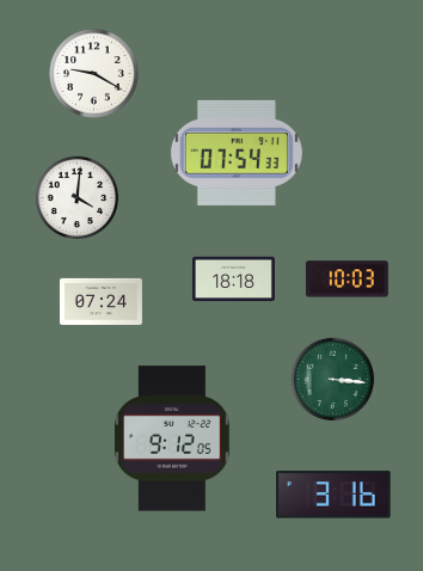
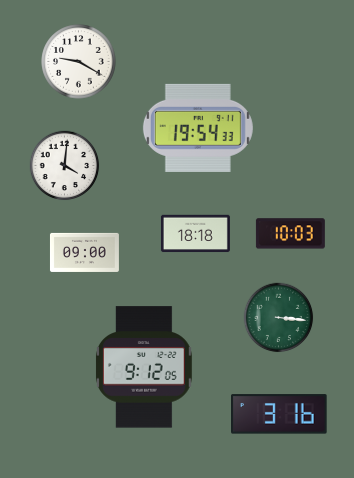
clock at (237, 153): 07:54 -> 19:54
clock at (100, 301): 07:24 -> 09:00
